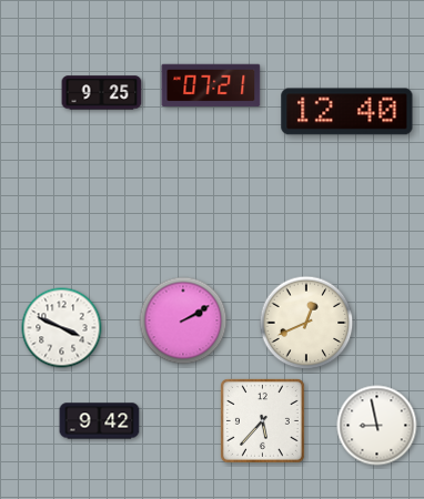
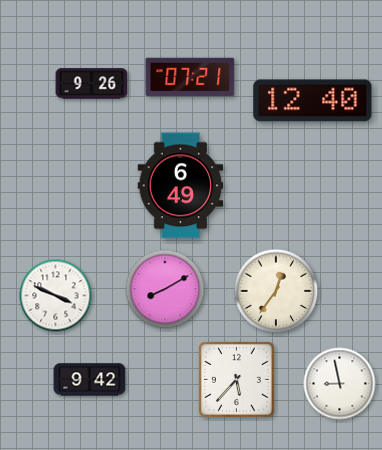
clock at (102, 93): 9:25 -> 9:26
clock at (181, 186): none -> 6:49
clock at (183, 320): 2:10 -> 8:10
clock at (306, 323): 12:41 -> 12:36
